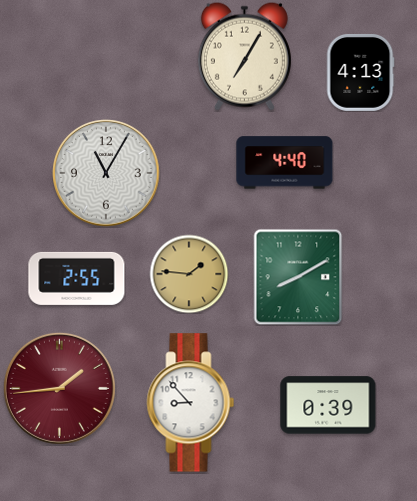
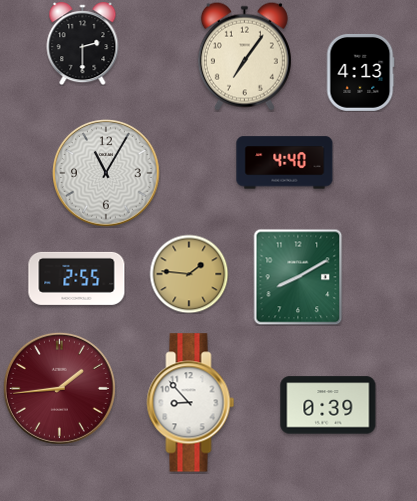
clock at (83, 44): none -> 2:30
clock at (244, 56): 7:05 -> 7:06
